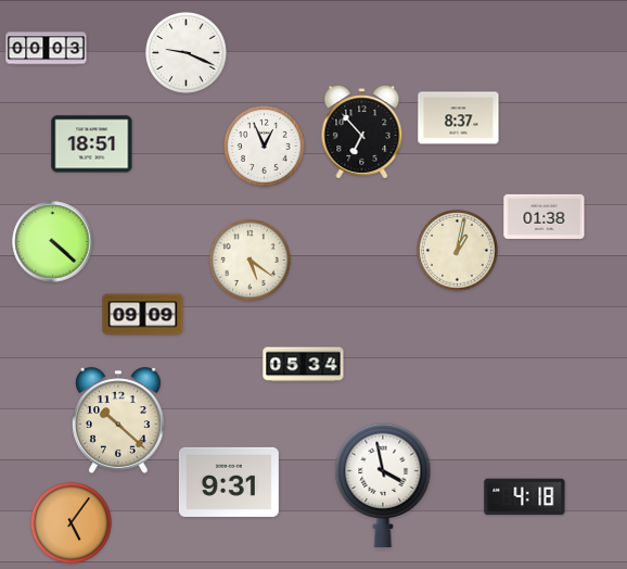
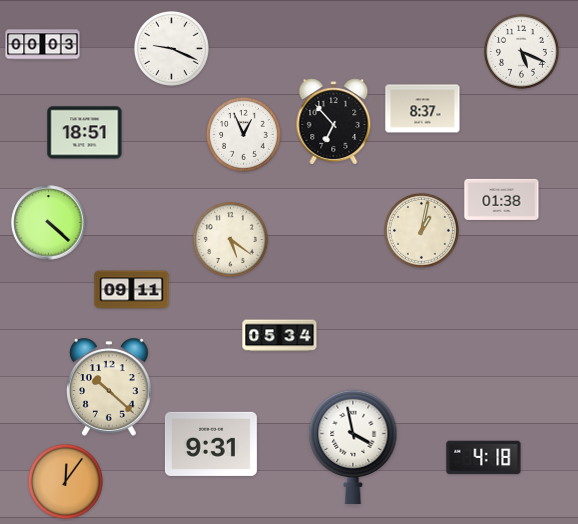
clock at (522, 52): none -> 5:19
clock at (143, 315): 09:09 -> 09:11
clock at (72, 523): 5:06 -> 12:06
